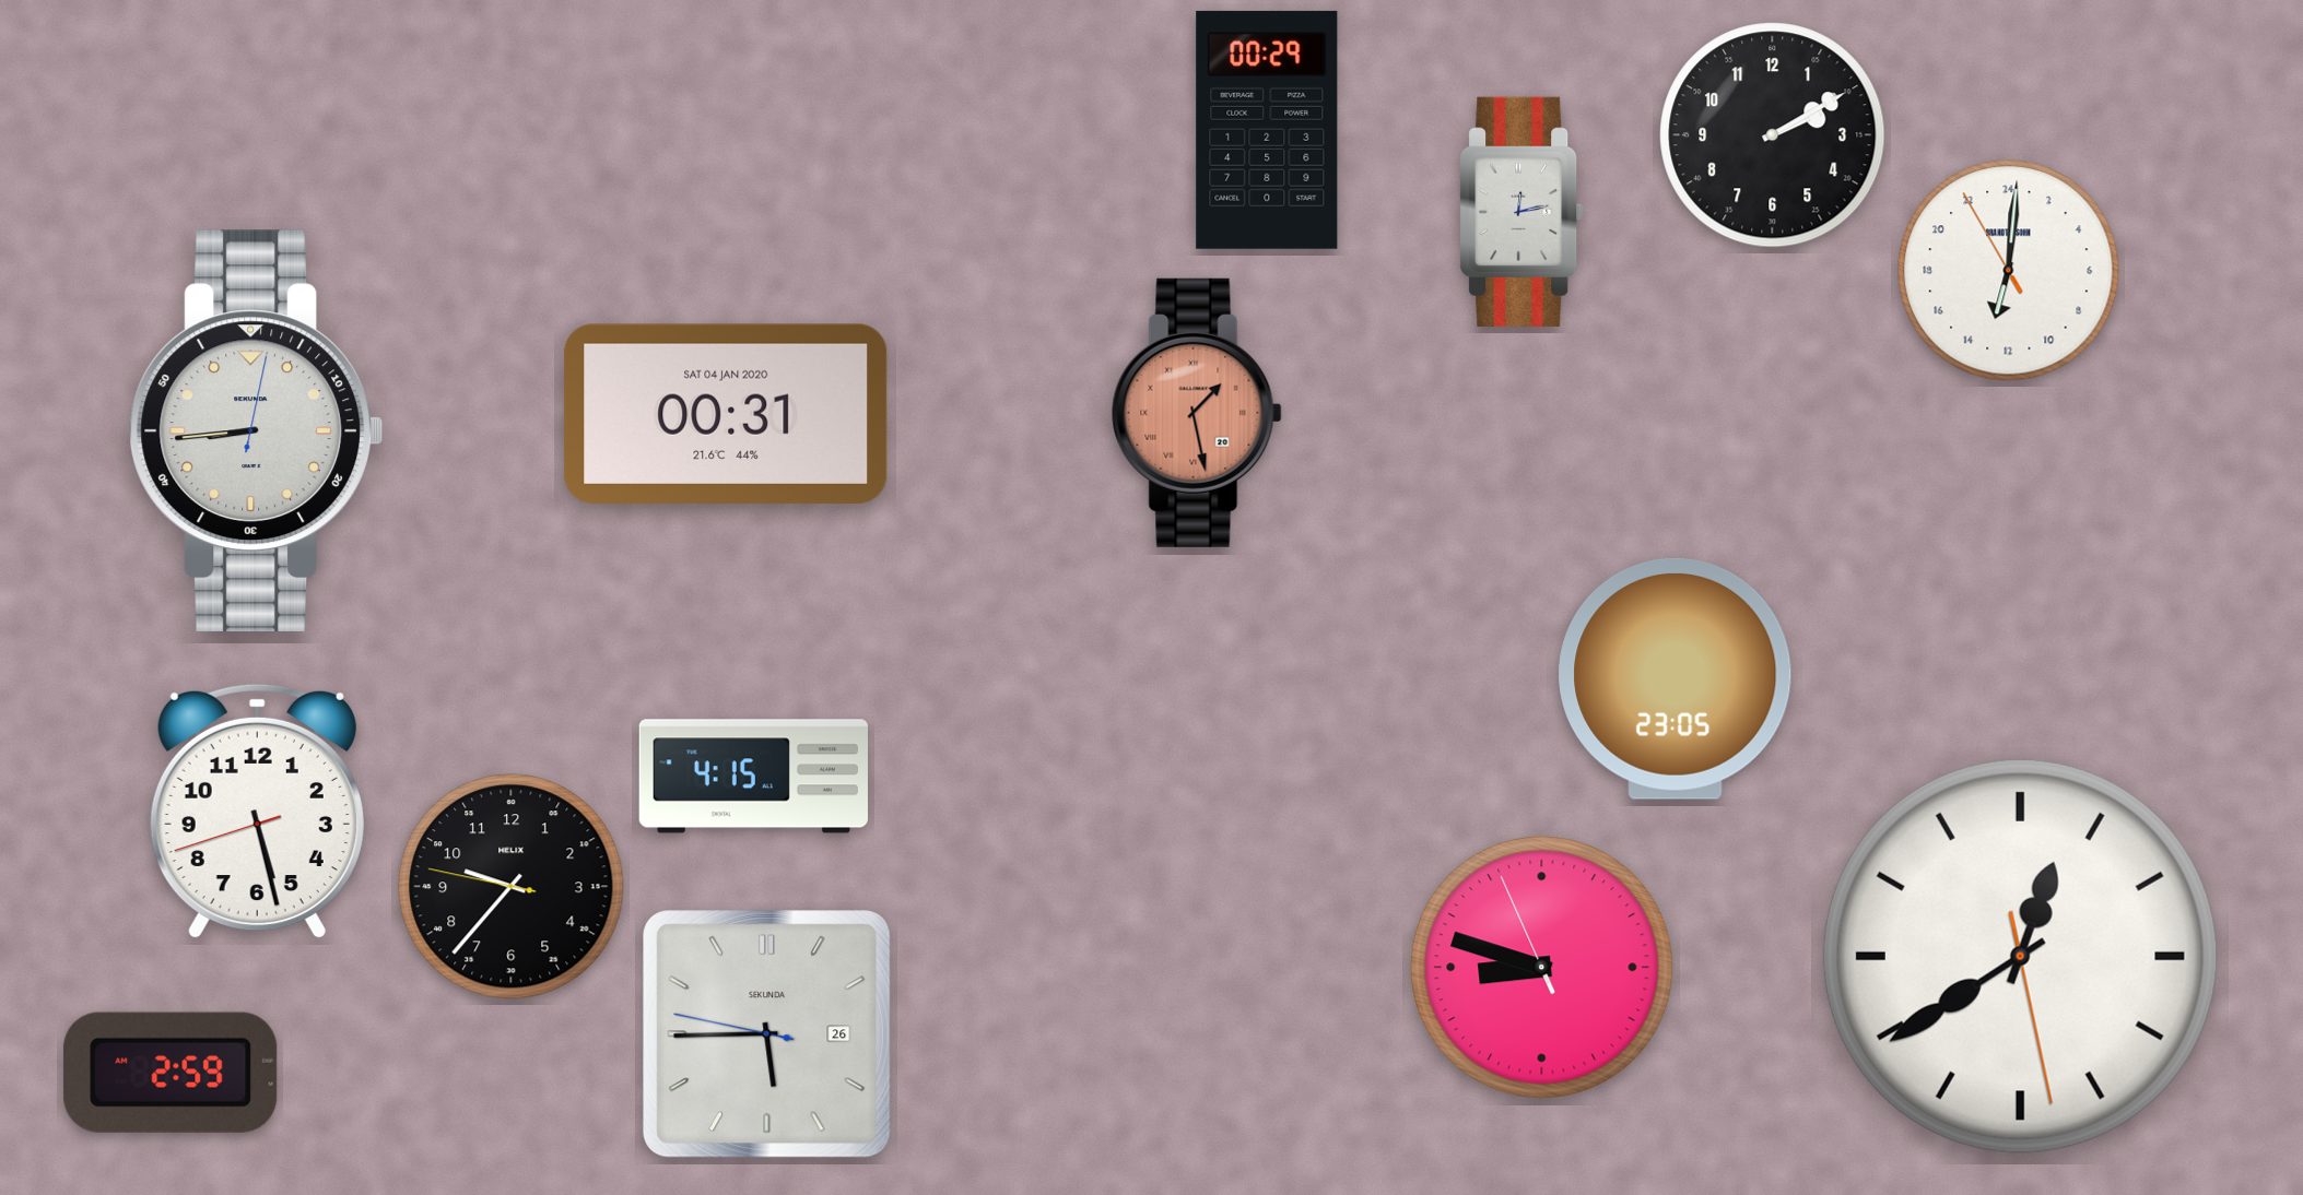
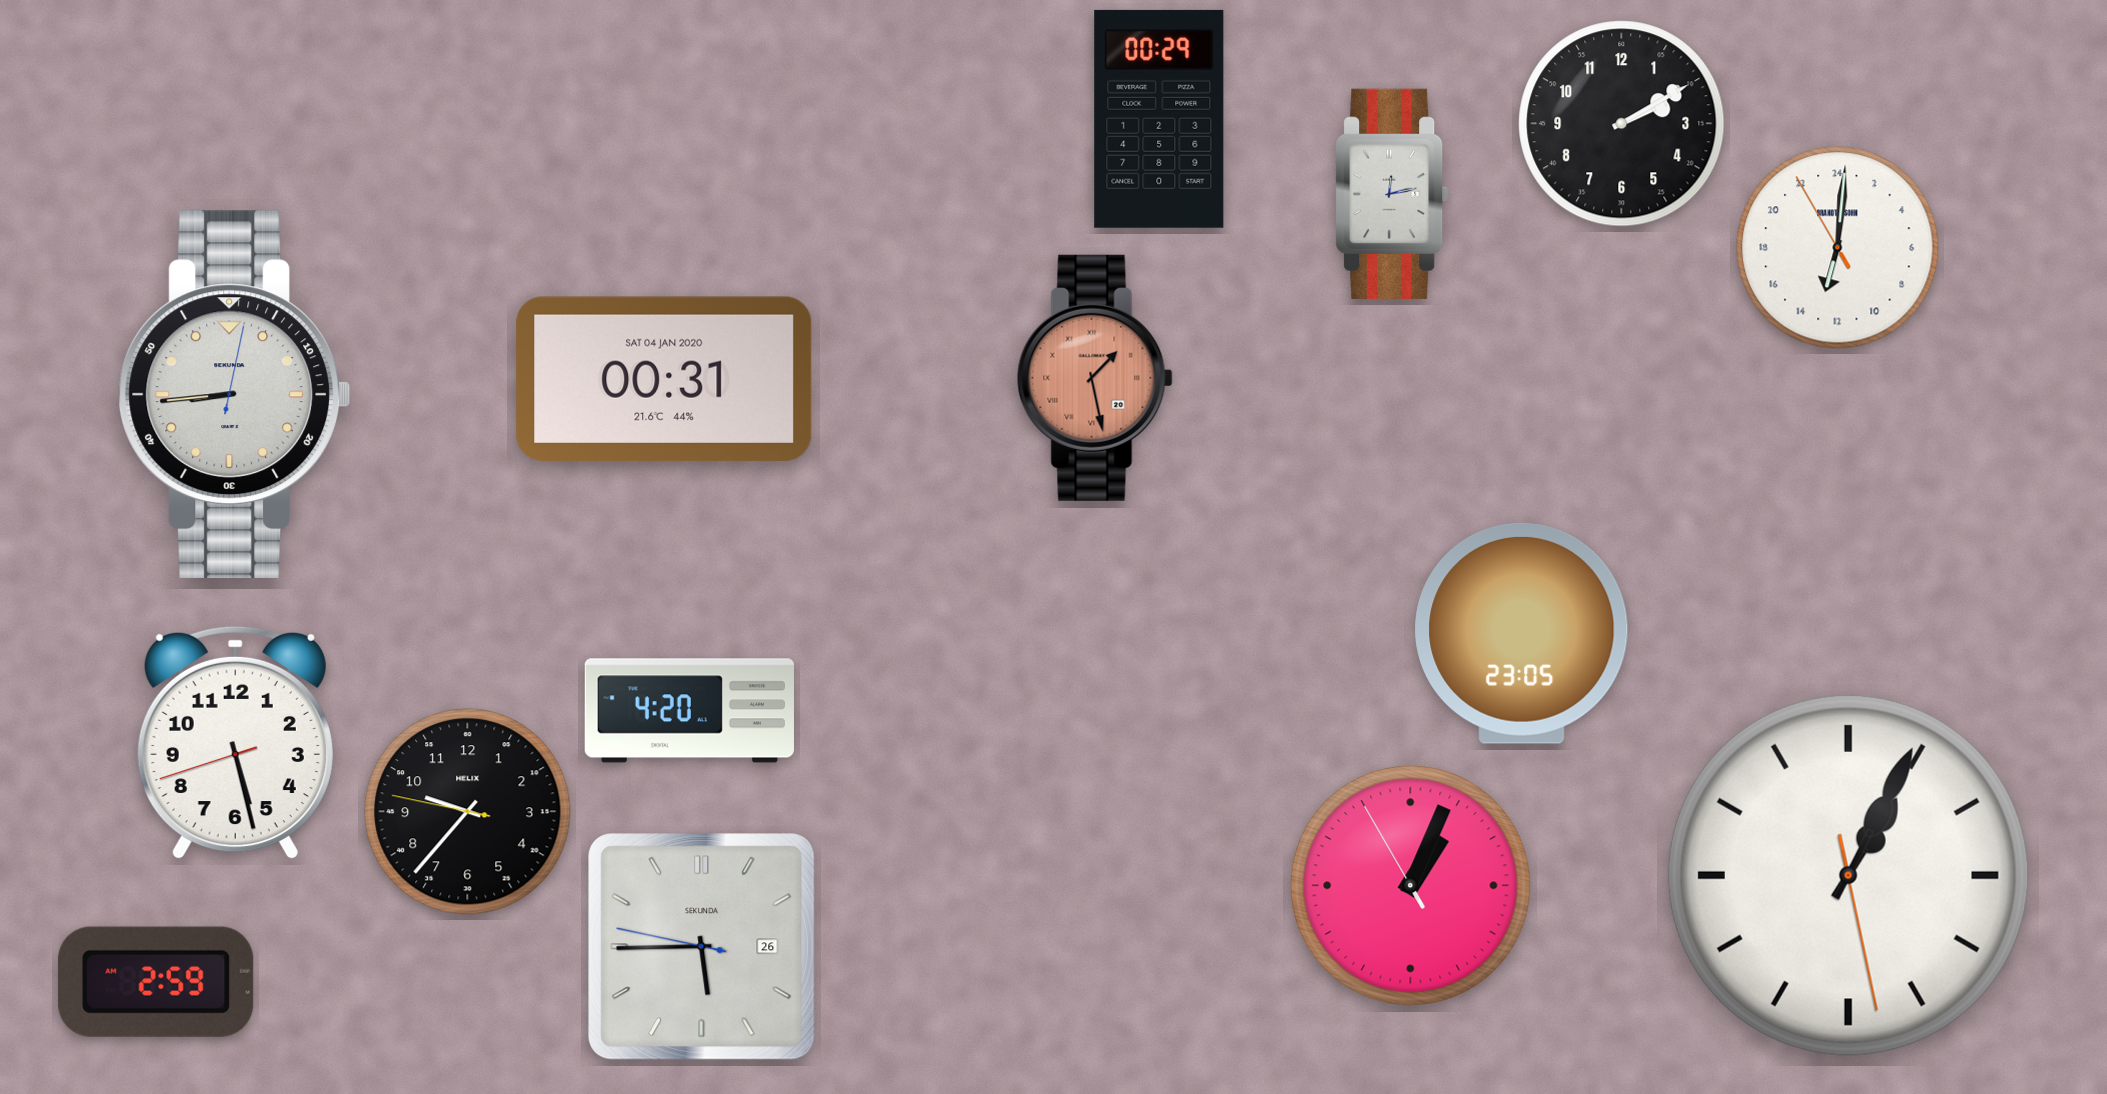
clock at (1676, 678) position: (1676, 678) -> (1522, 633)
clock at (753, 777): 4:15 -> 4:20
clock at (2020, 956): 12:39 -> 1:04
clock at (1542, 968): 8:47 -> 1:03
